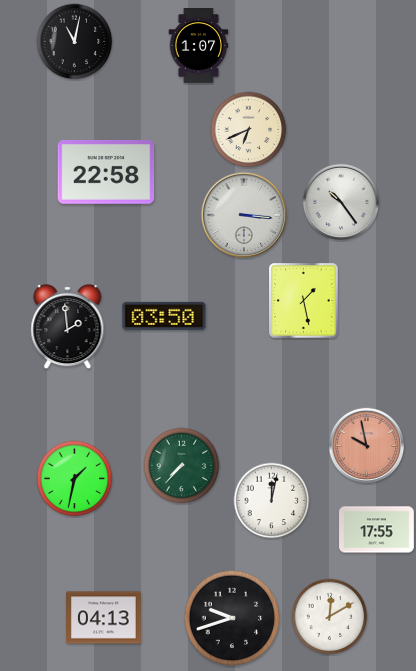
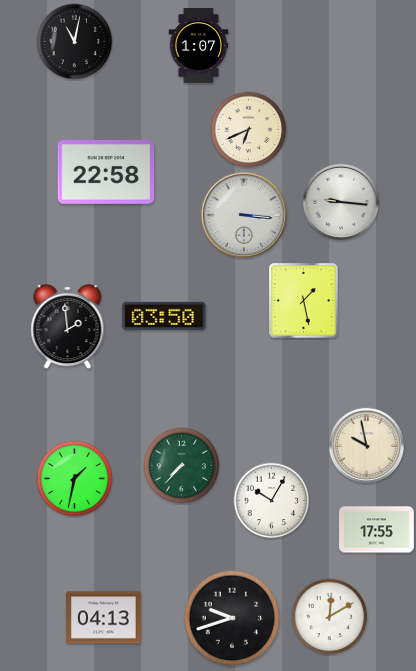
clock at (340, 201): 10:24 -> 9:16
clock at (366, 445) dial: salmon -> cream
clock at (272, 501): 12:02 -> 10:05
